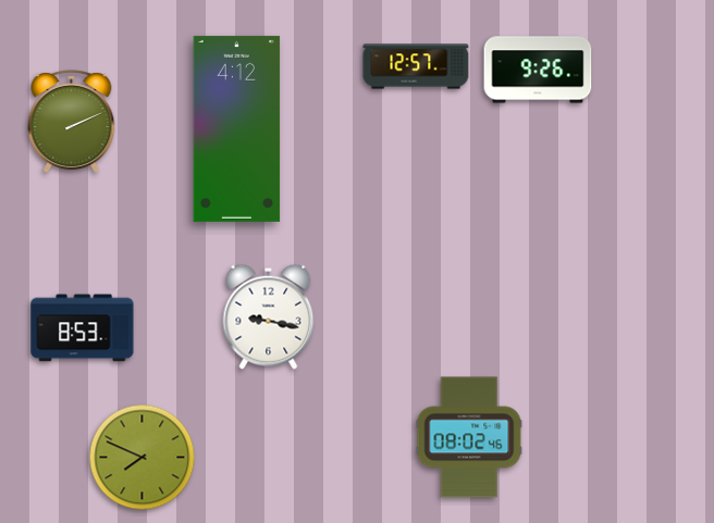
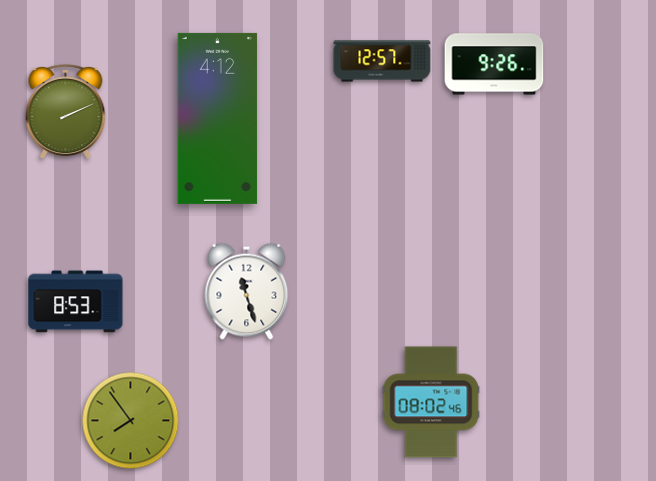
clock at (269, 316): 9:17 -> 11:27
clock at (143, 458): 7:49 -> 7:54
